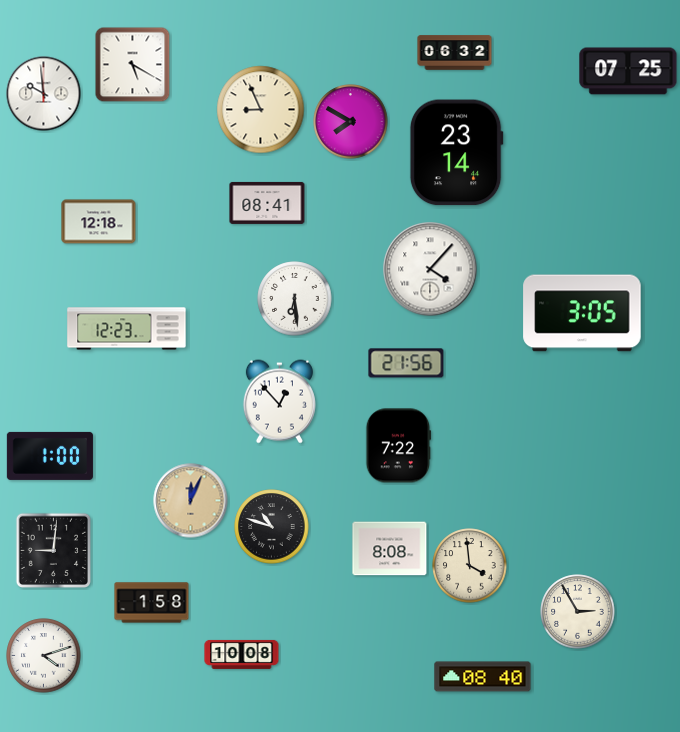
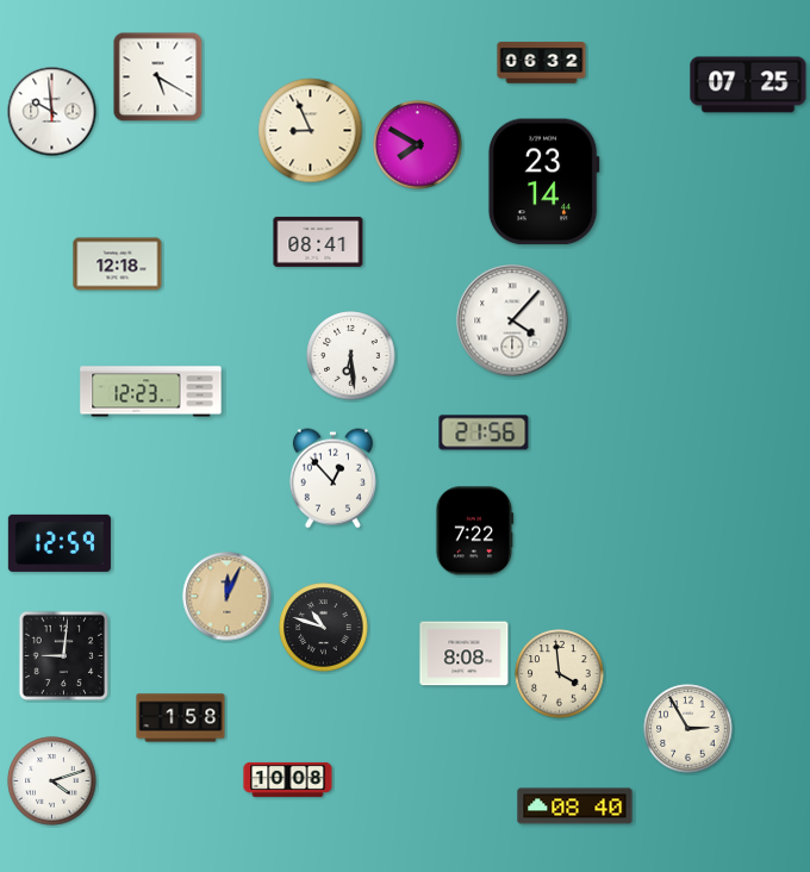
clock at (582, 313): 3:05 -> none
clock at (50, 456): 1:00 -> 12:59
